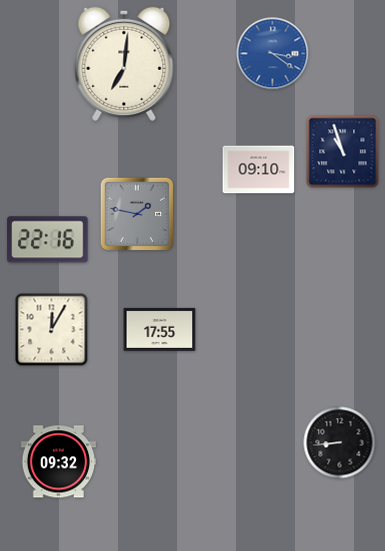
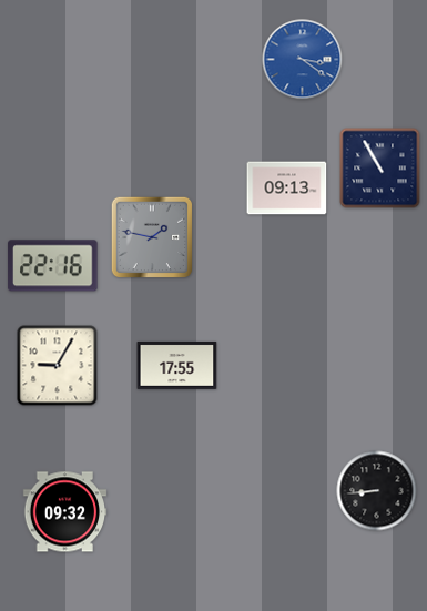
clock at (124, 64): 7:01 -> none
clock at (343, 152): 10:57 -> 10:55
clock at (259, 170): 09:10 -> 09:13
clock at (52, 330): 12:05 -> 9:05
